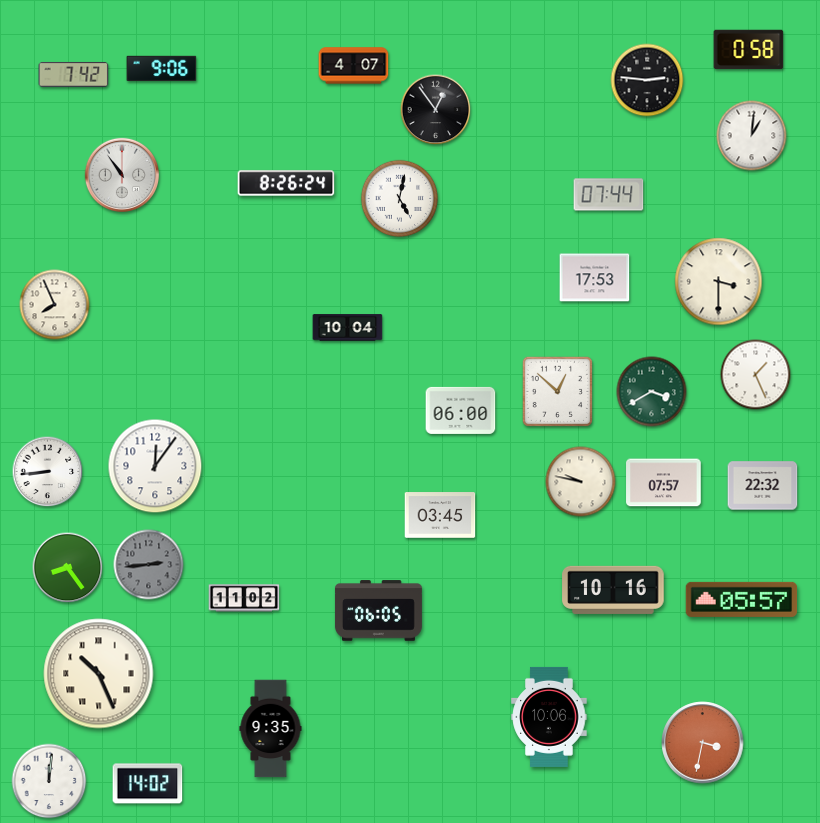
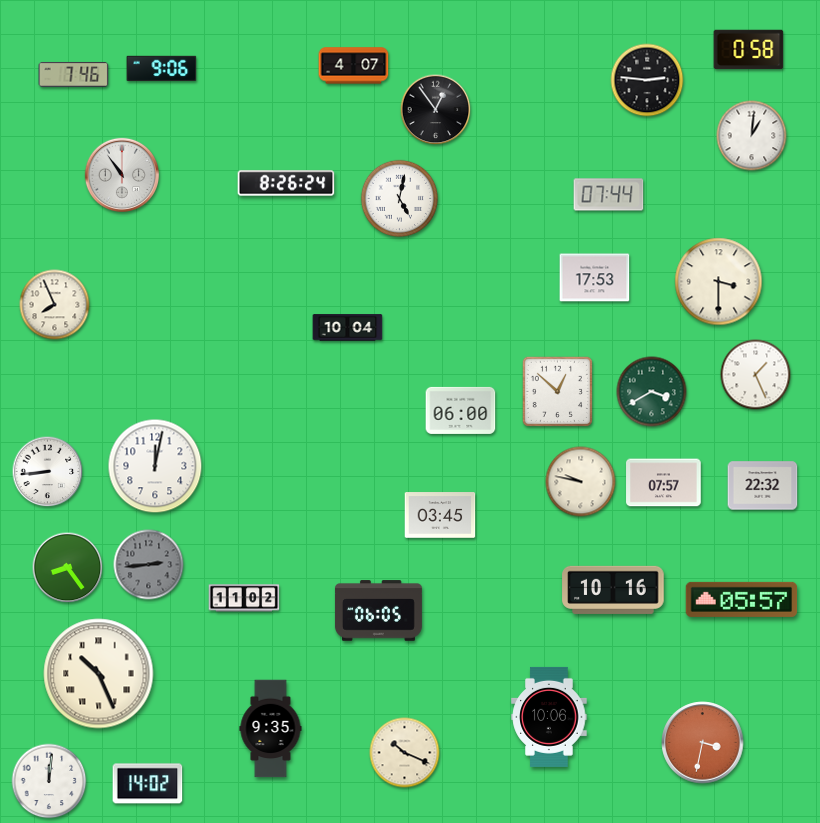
clock at (74, 75): 7:42 -> 7:46
clock at (155, 466): 12:06 -> 12:02
clock at (405, 753): none -> 10:19
